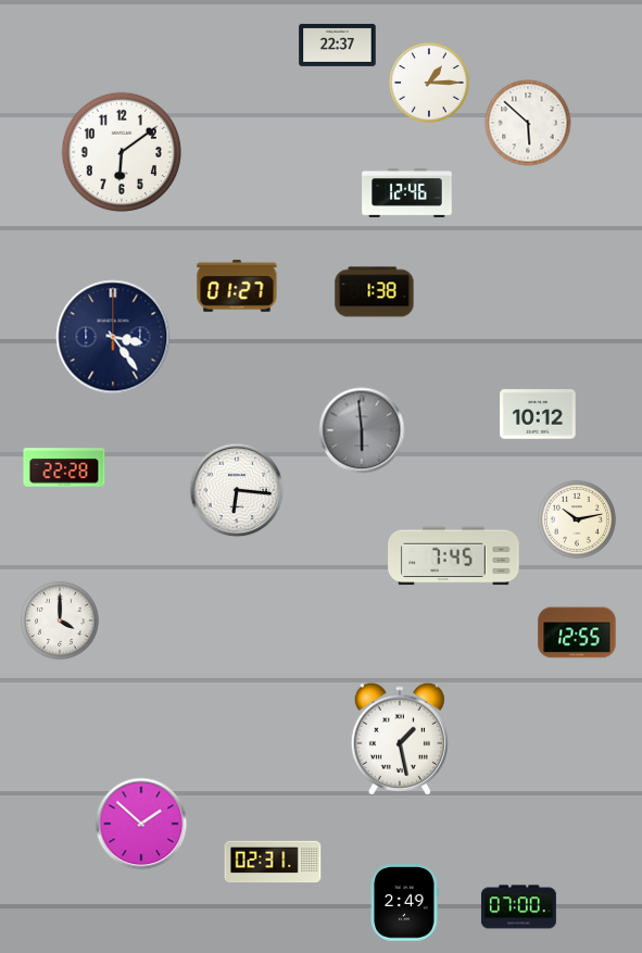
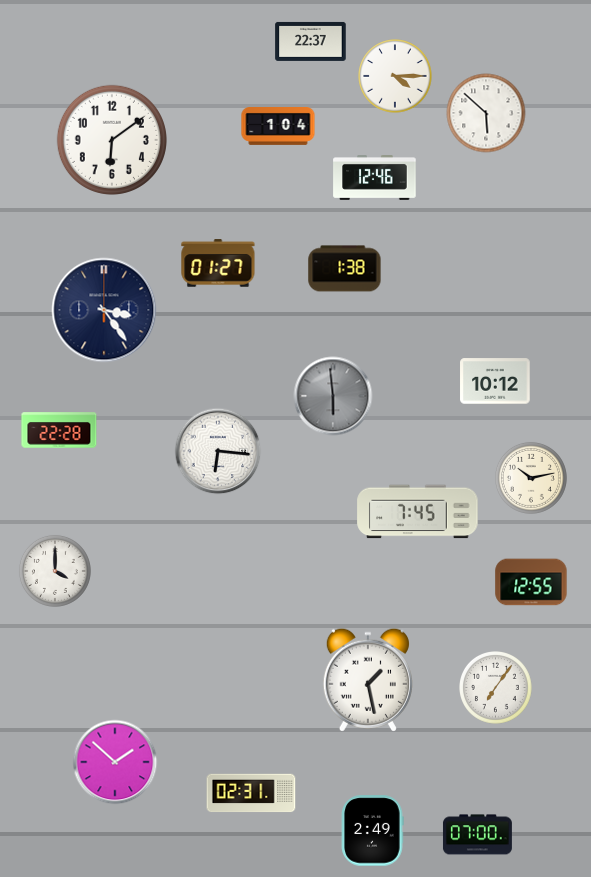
clock at (429, 83): 1:15 -> 4:15
clock at (278, 127): none -> 1:04
clock at (496, 688): none -> 7:06
clock at (141, 824) position: (141, 824) -> (115, 762)
